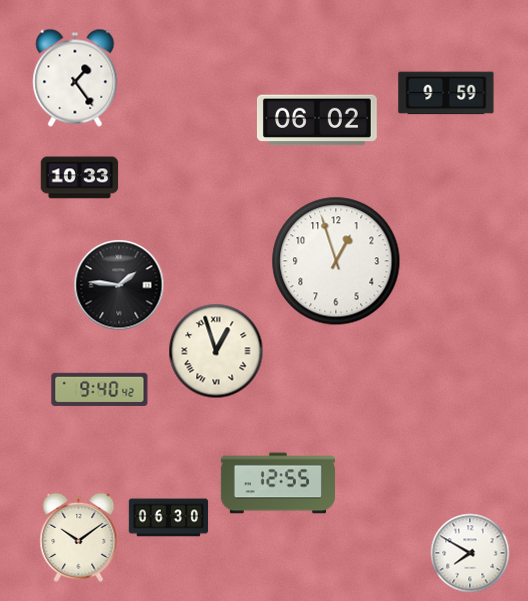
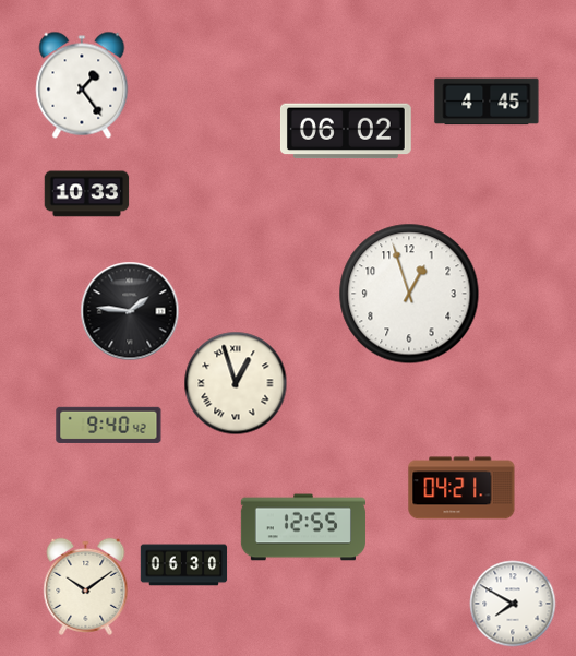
clock at (446, 93): 9:59 -> 4:45
clock at (336, 261) position: (336, 261) -> (409, 294)
clock at (461, 488): none -> 04:21
